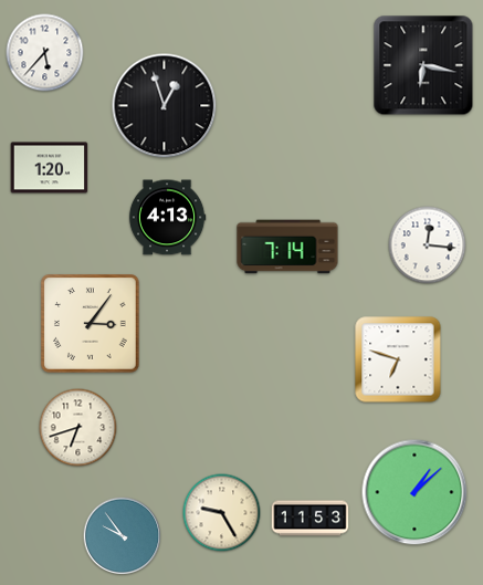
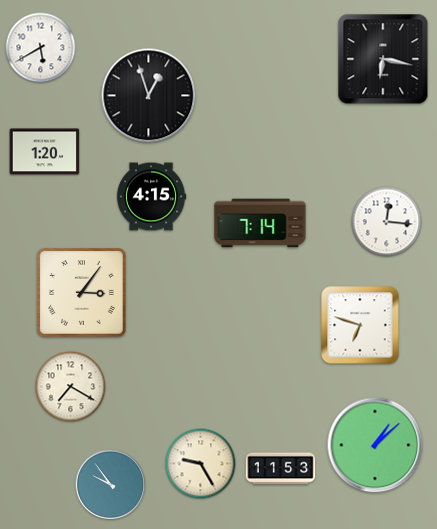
clock at (45, 53): 5:37 -> 5:40
clock at (167, 218): 4:13 -> 4:15
clock at (78, 428): 6:42 -> 7:20
